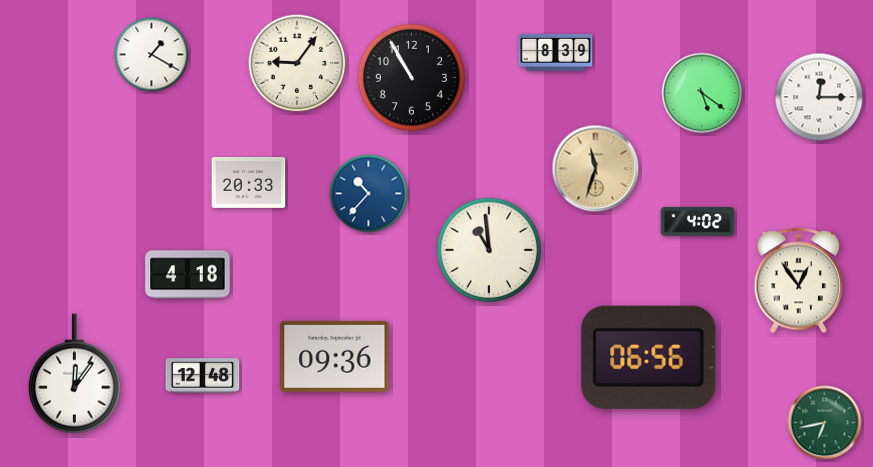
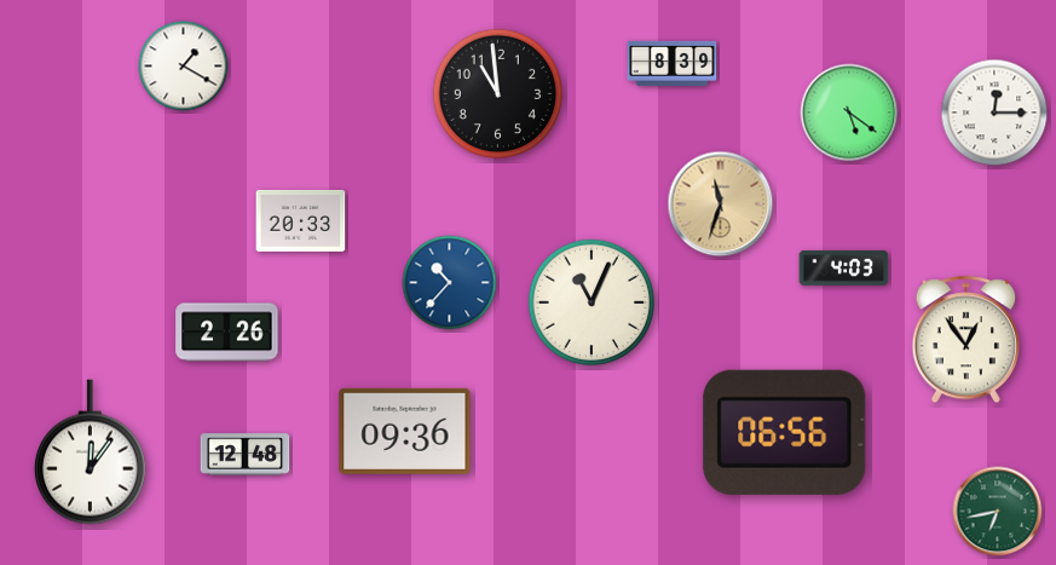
clock at (297, 63): 9:06 -> none
clock at (411, 77): 10:55 -> 10:59
clock at (819, 97) position: (819, 97) -> (994, 113)
clock at (369, 194) position: (369, 194) -> (450, 283)
clock at (698, 221): 4:02 -> 4:03
clock at (488, 249): 10:59 -> 11:04
clock at (188, 275): 4:18 -> 2:26
